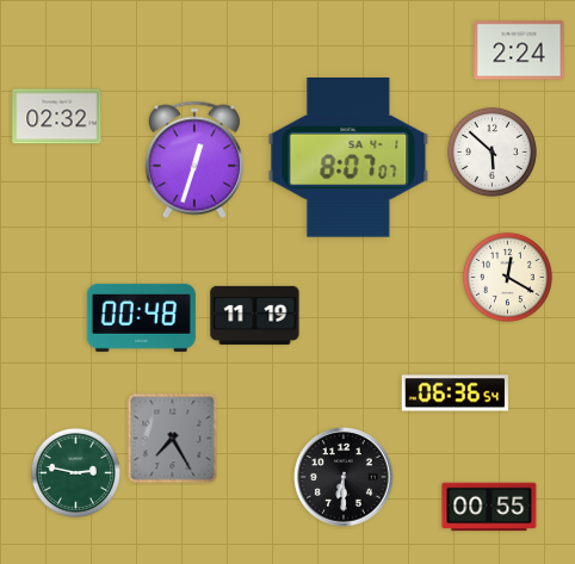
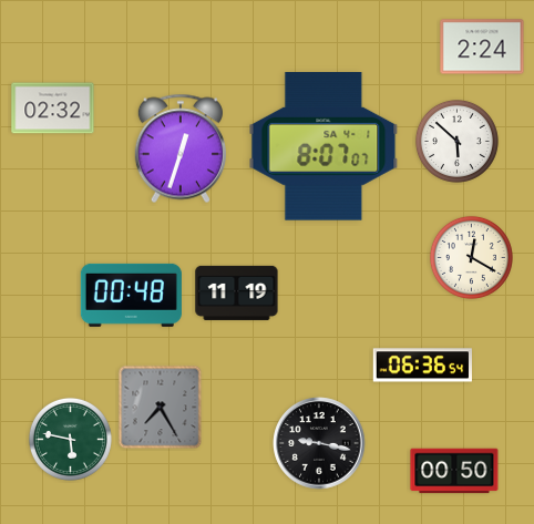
clock at (75, 472): 2:47 -> 5:47
clock at (344, 477): 6:30 -> 9:17
clock at (489, 507): 00:55 -> 00:50
